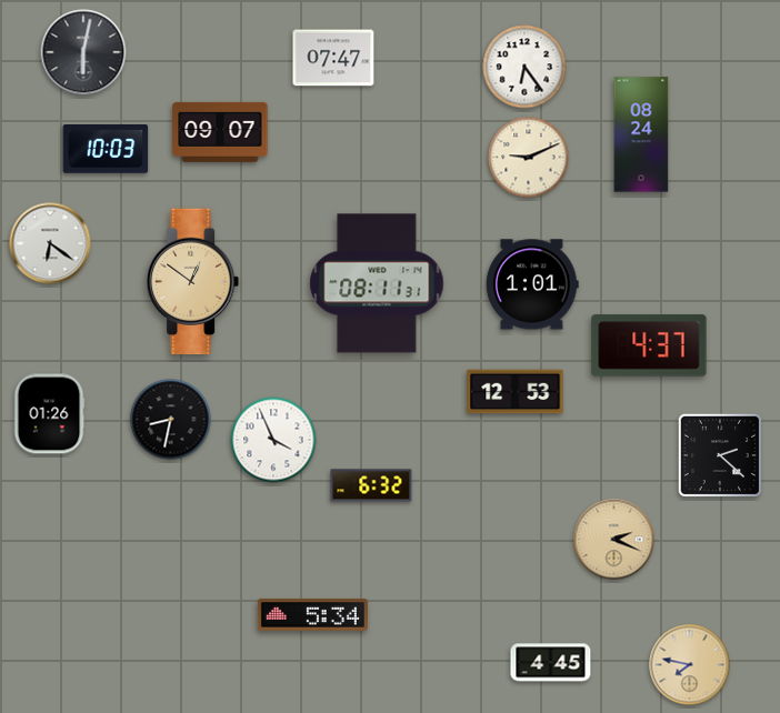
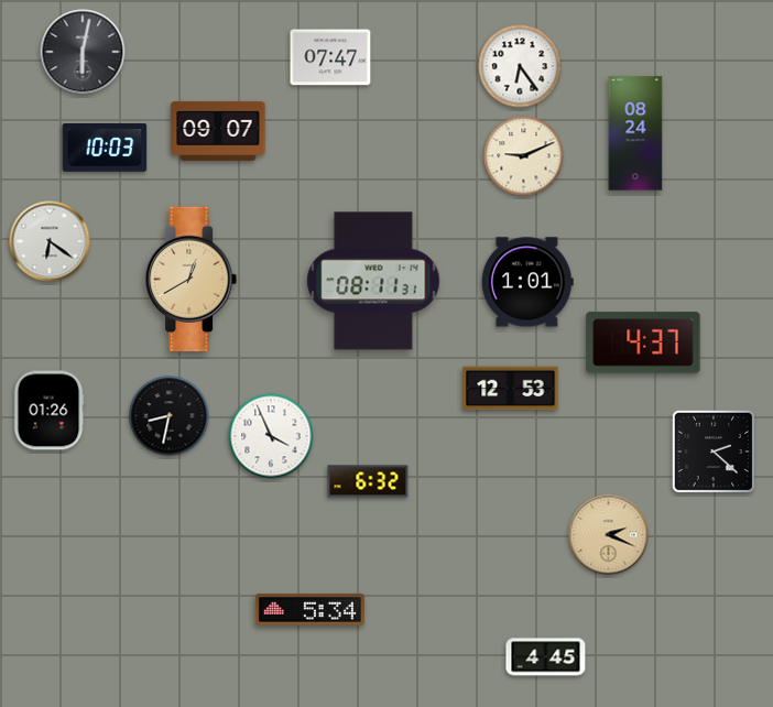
clock at (193, 282): 12:51 -> 12:40
clock at (690, 665): 7:47 -> none
